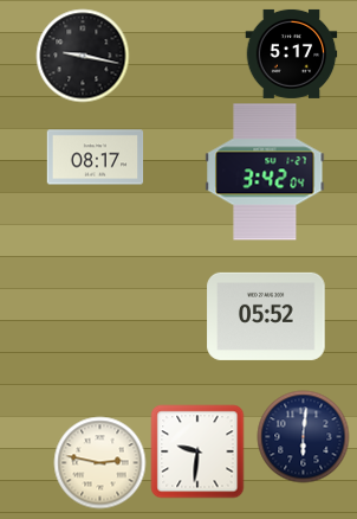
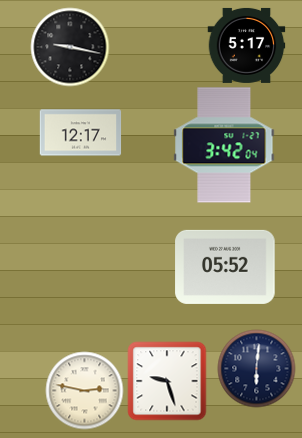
clock at (95, 158): 08:17 -> 12:17
clock at (197, 451): 9:31 -> 9:27
